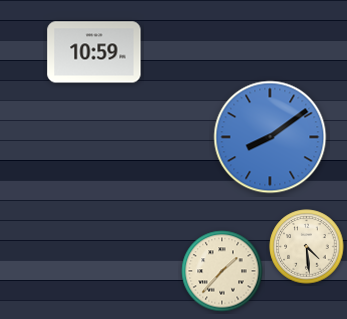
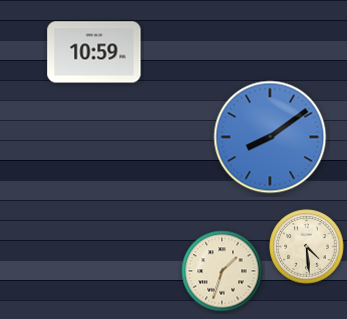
clock at (222, 271): 1:37 -> 1:33
